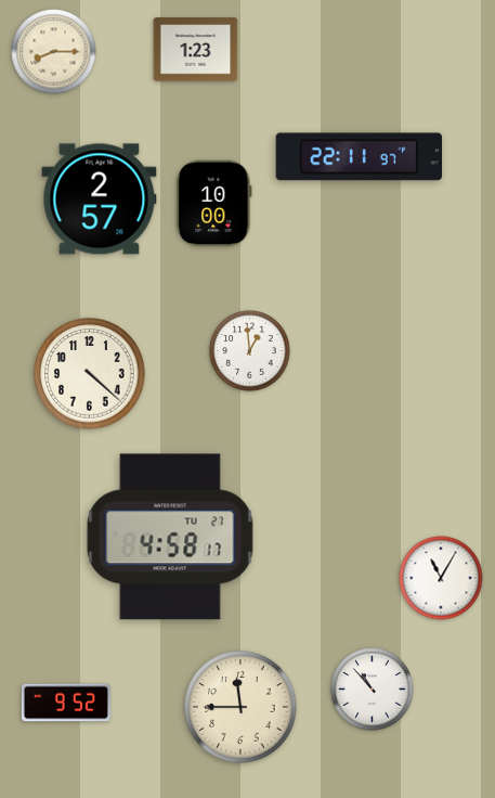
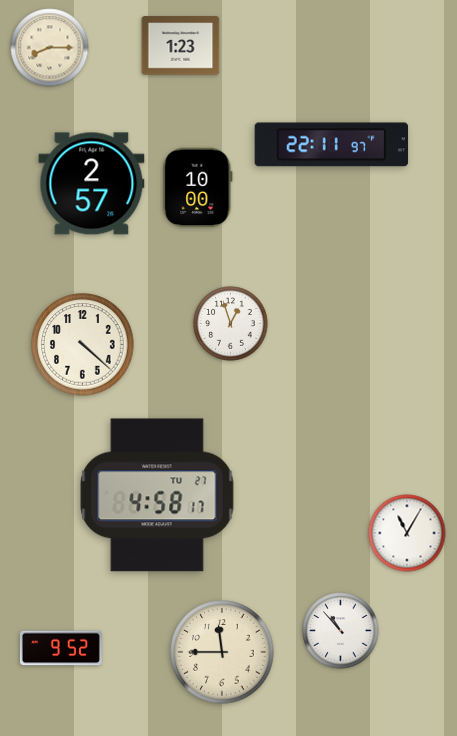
clock at (250, 351): 12:59 -> 12:57
clock at (373, 690) position: (373, 690) -> (341, 631)
